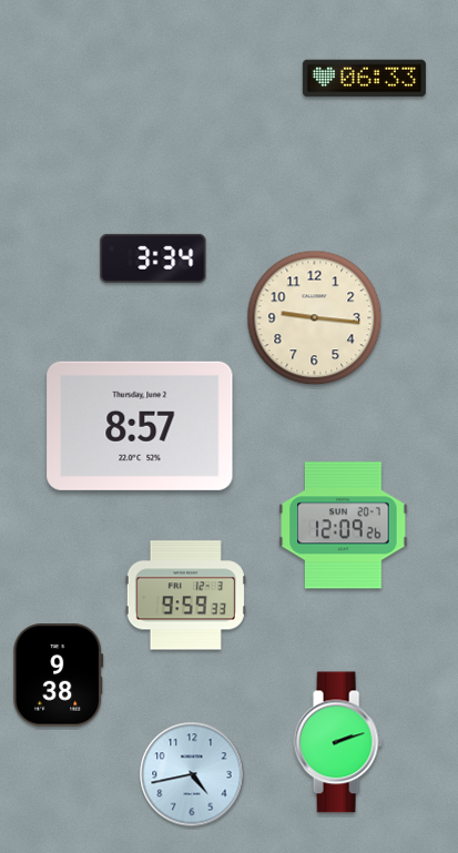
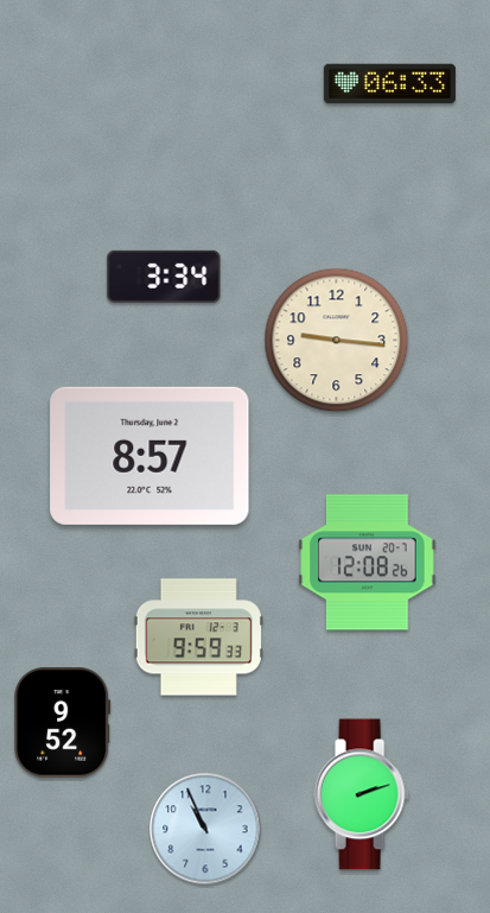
clock at (344, 526): 12:09 -> 12:08
clock at (59, 676): 9:38 -> 9:52
clock at (192, 774): 4:43 -> 10:56
